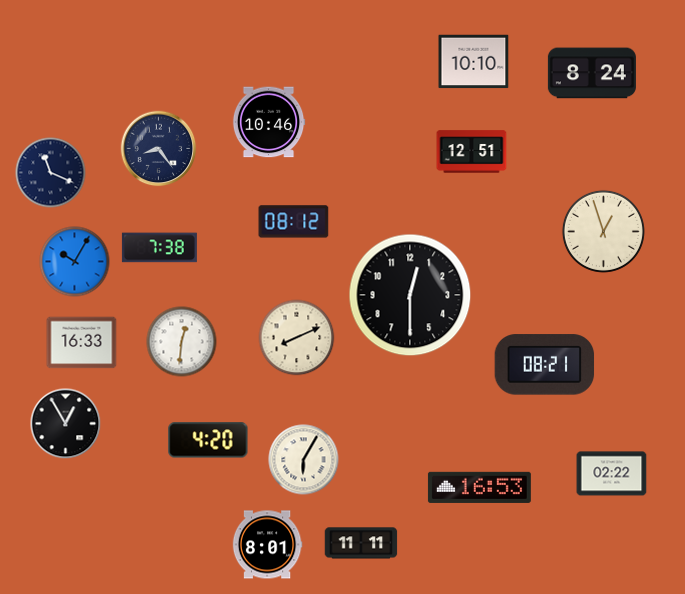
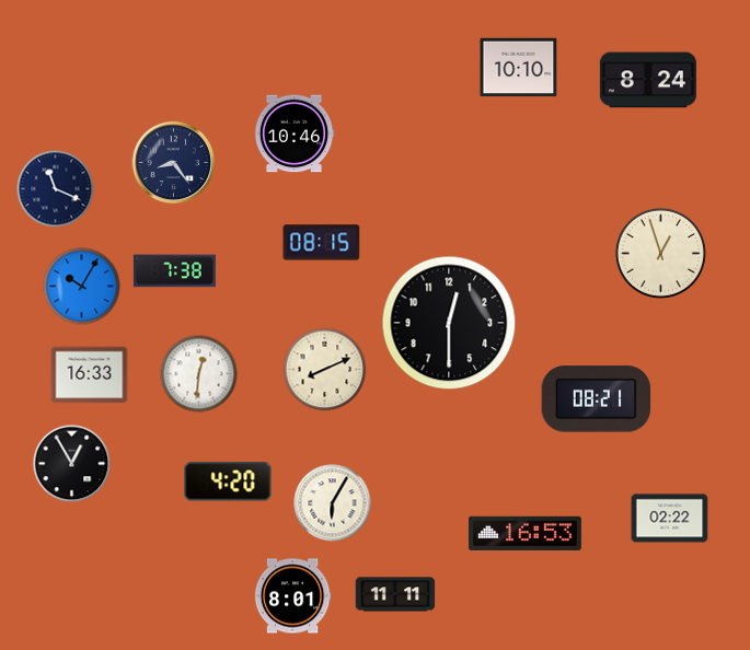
clock at (472, 152): 12:51 -> none
clock at (294, 222): 08:12 -> 08:15
